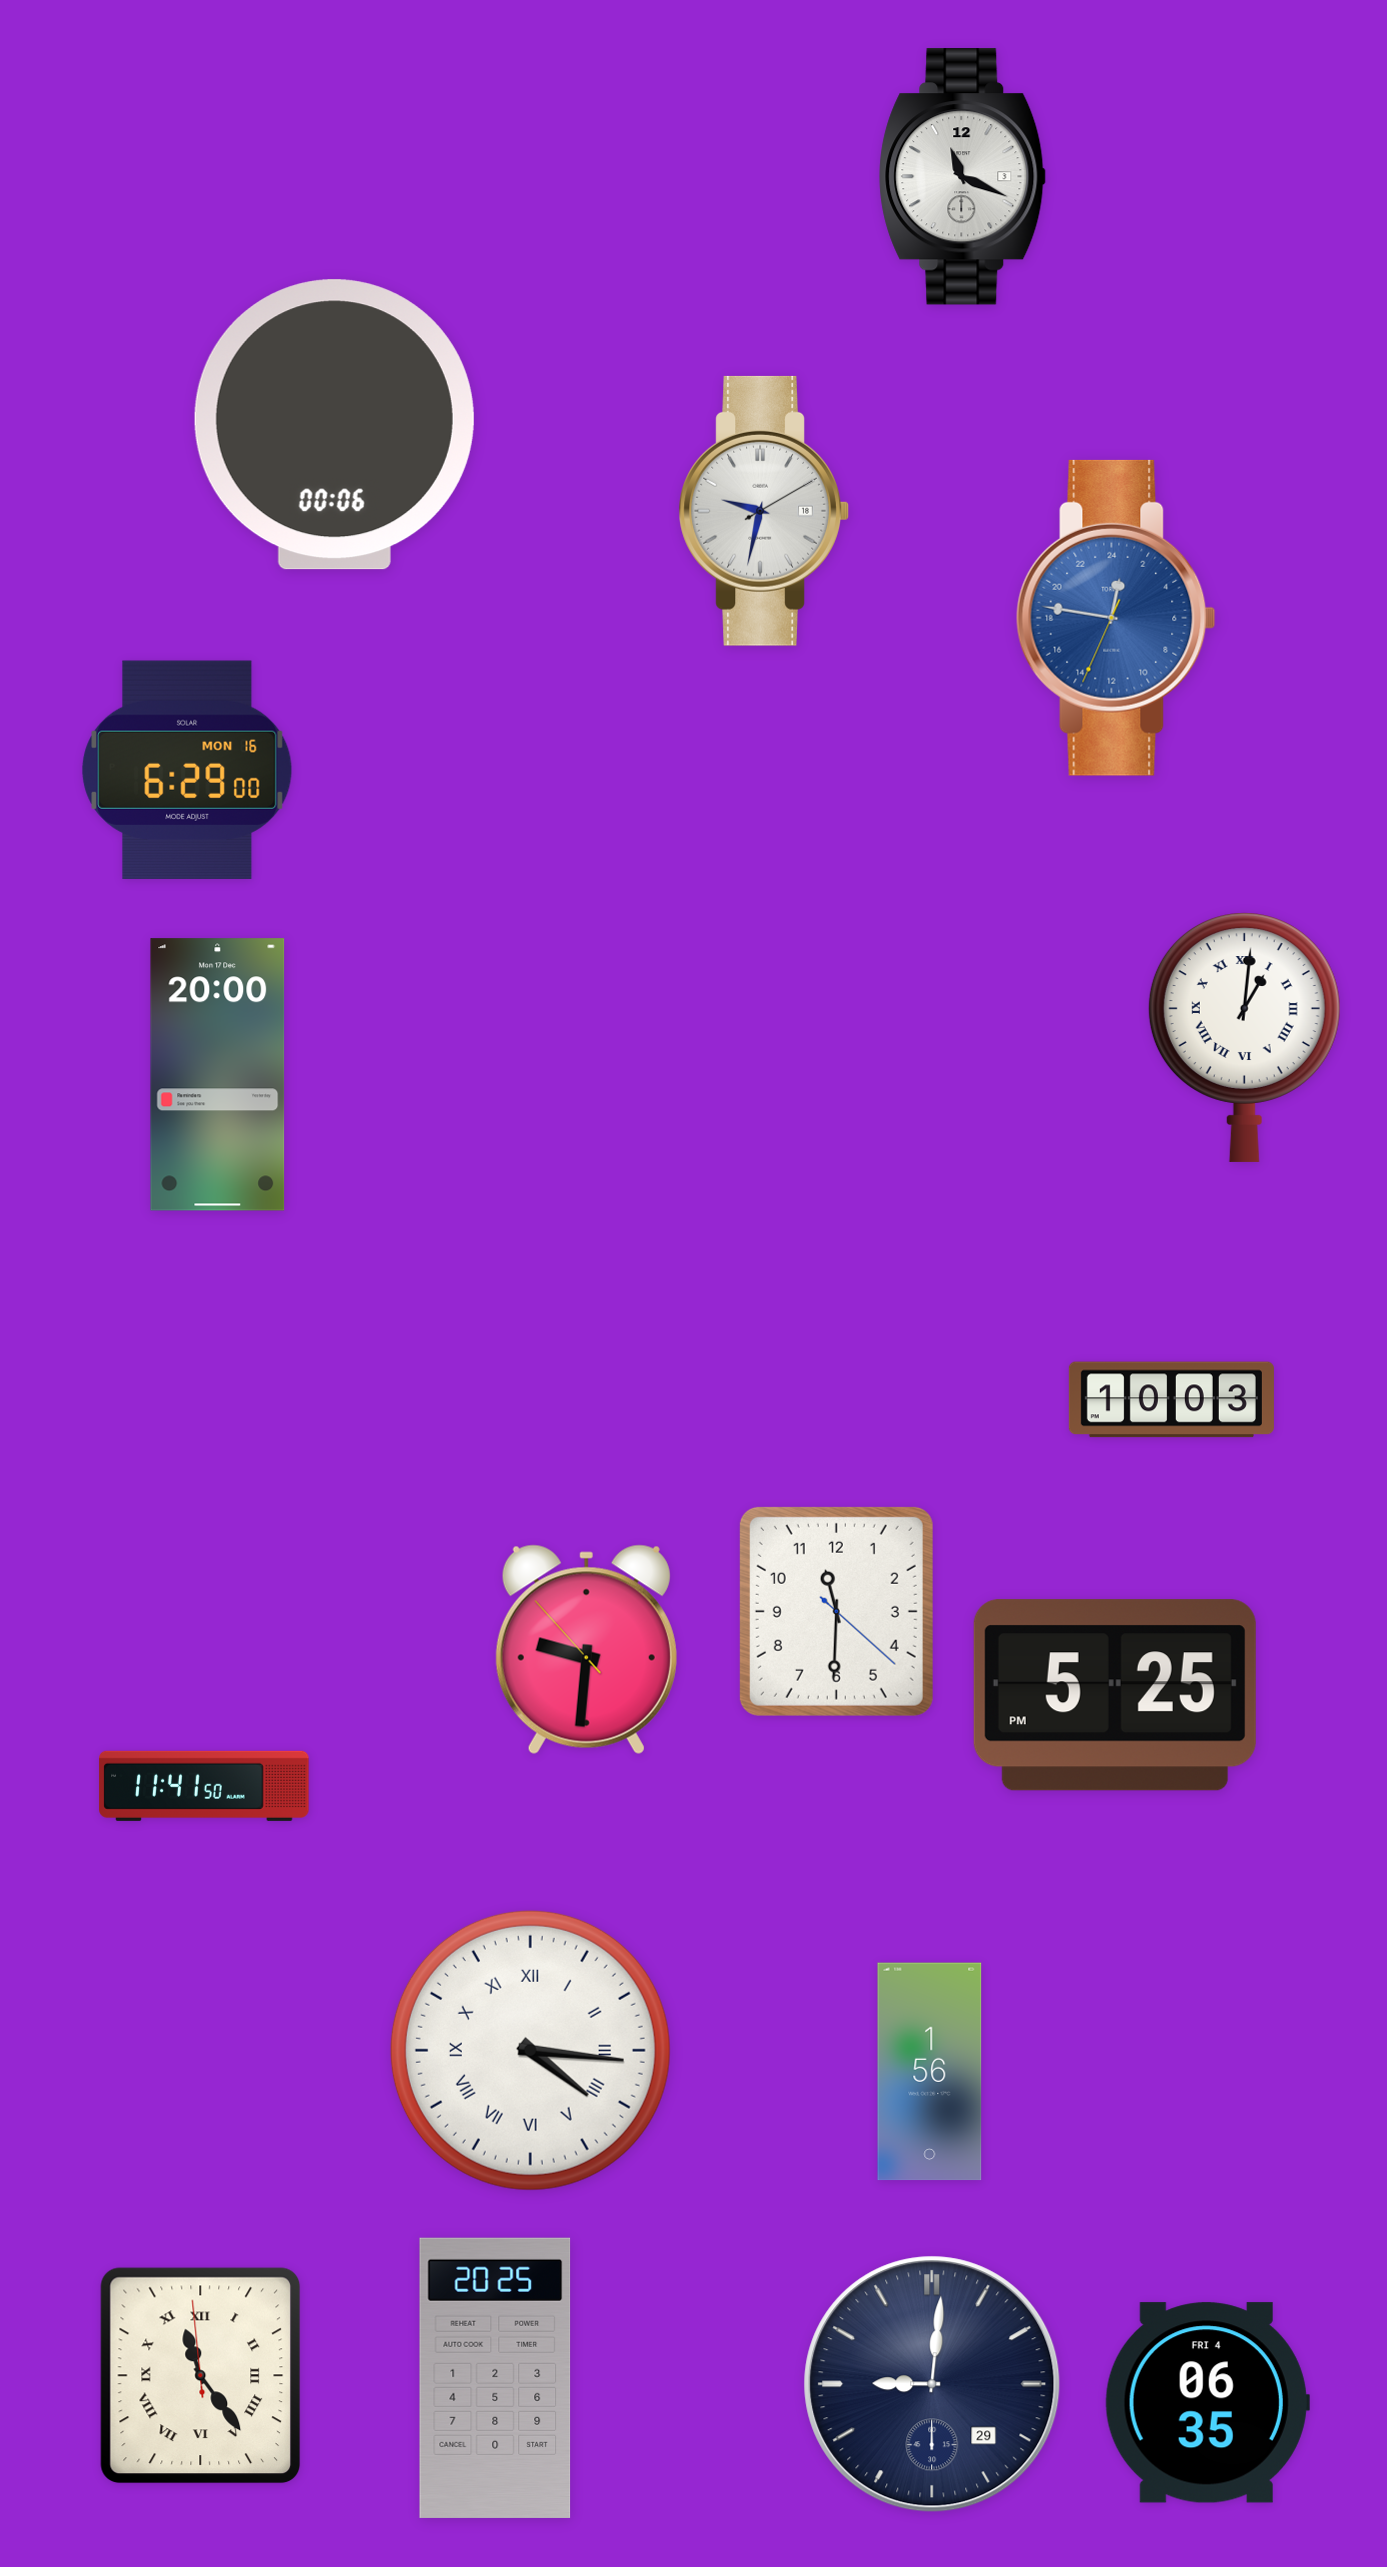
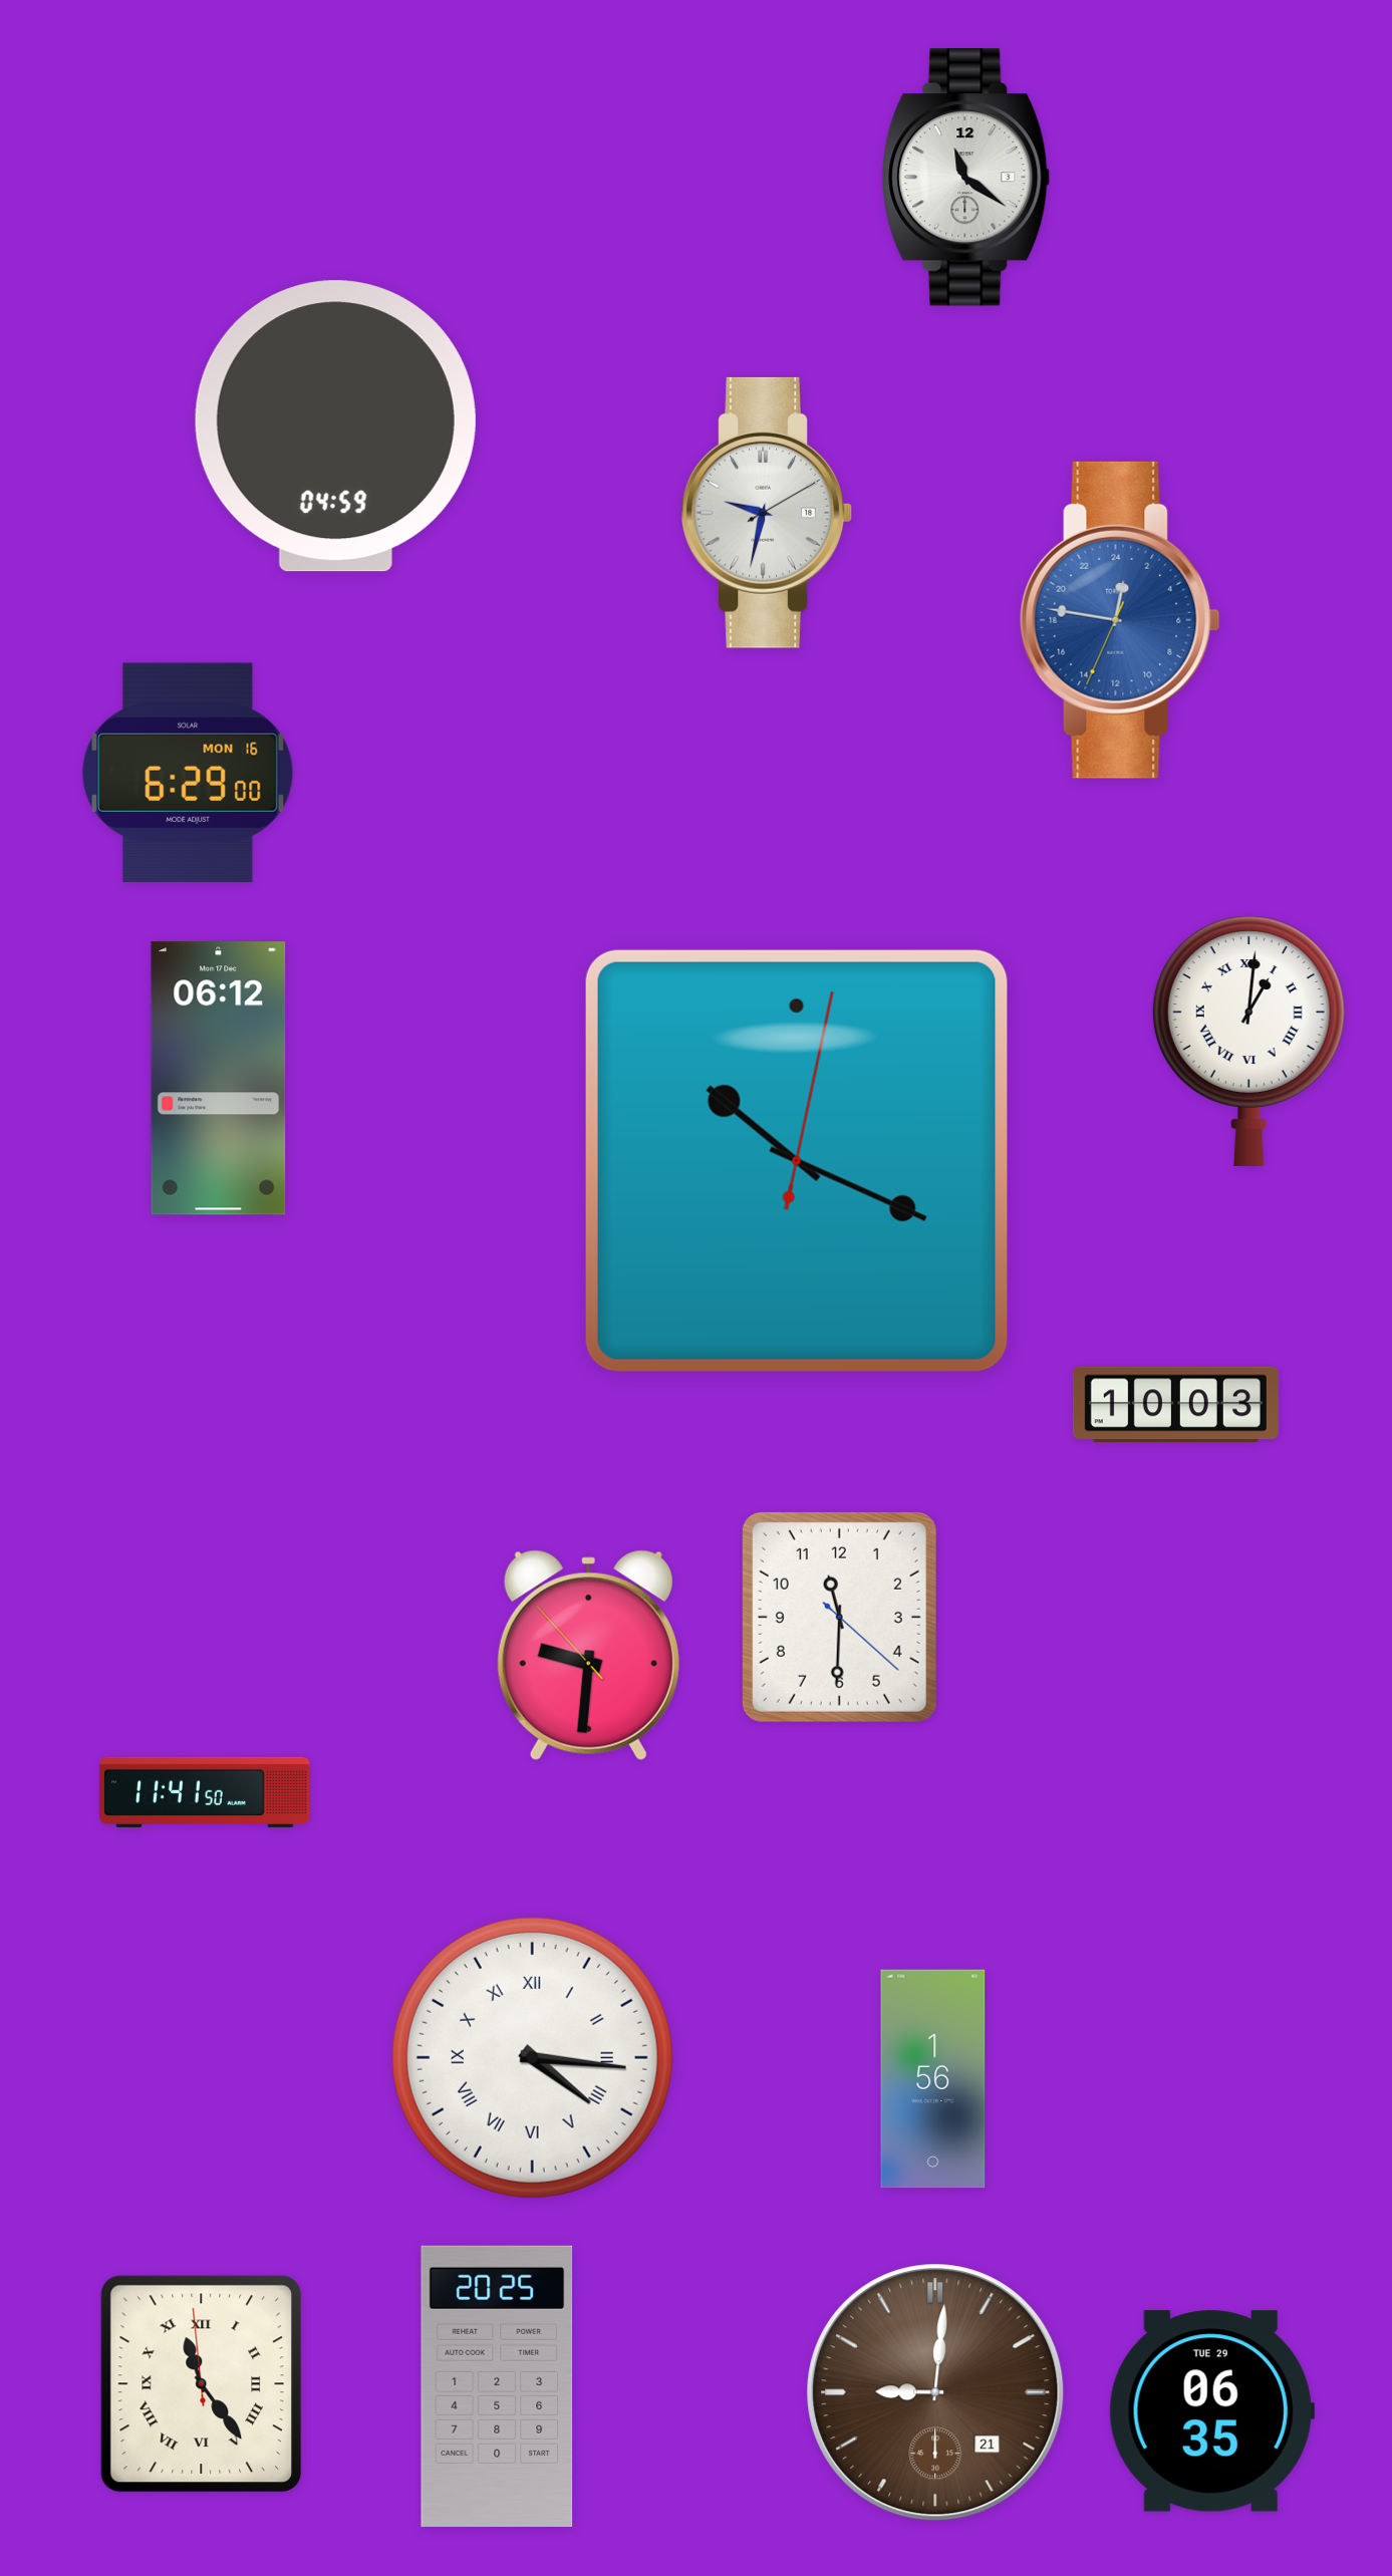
clock at (963, 177): 11:19 -> 11:21
clock at (334, 425): 00:06 -> 04:59
clock at (218, 1075): 20:00 -> 06:12
clock at (797, 1161): none -> 10:19
clock at (1115, 1695): 5:25 -> none
clock at (932, 2384) date: 29 -> 21
clock at (932, 2384) dial: navy -> brown
clock at (1207, 2403) date: FRI 4 -> TUE 29
